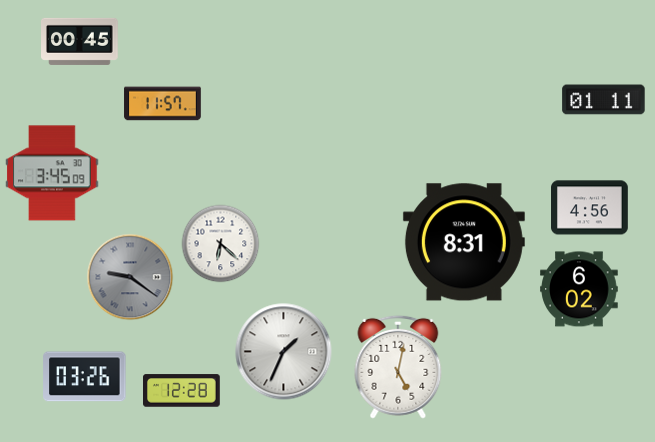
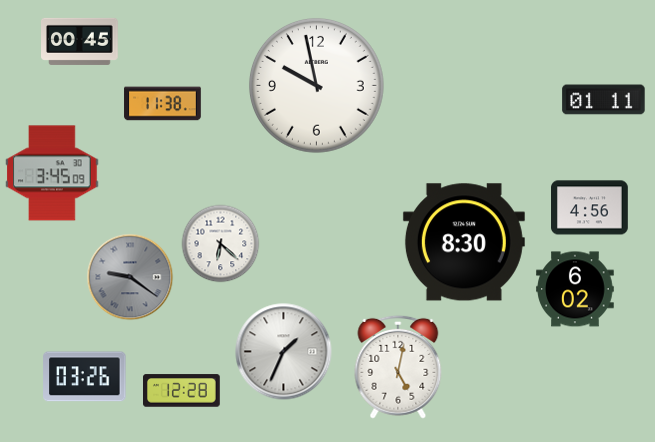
clock at (316, 85): none -> 9:58
clock at (163, 104): 11:57 -> 11:38
clock at (464, 242): 8:31 -> 8:30
clock at (579, 289) position: (579, 289) -> (575, 289)
